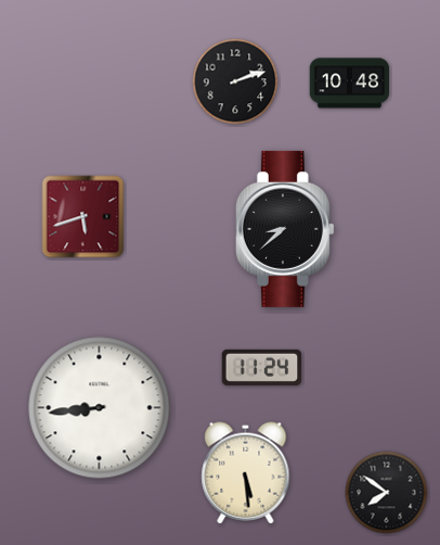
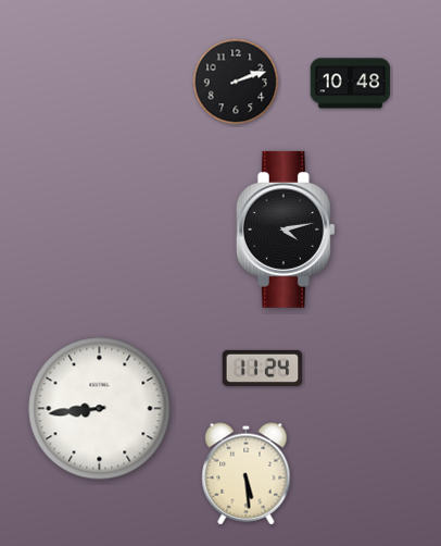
clock at (83, 217): 5:42 -> none
clock at (285, 229): 8:38 -> 4:13
clock at (387, 493): 7:51 -> none
